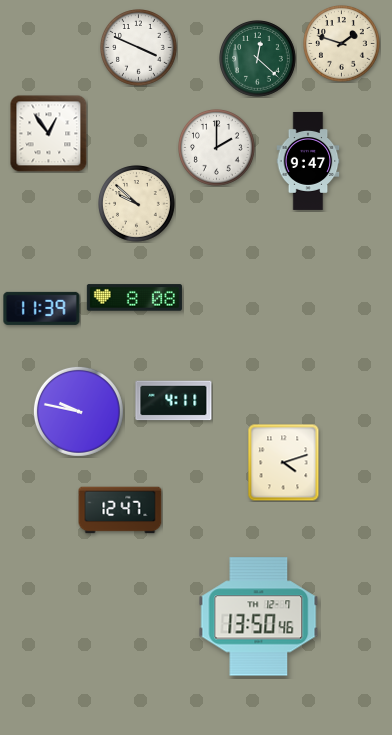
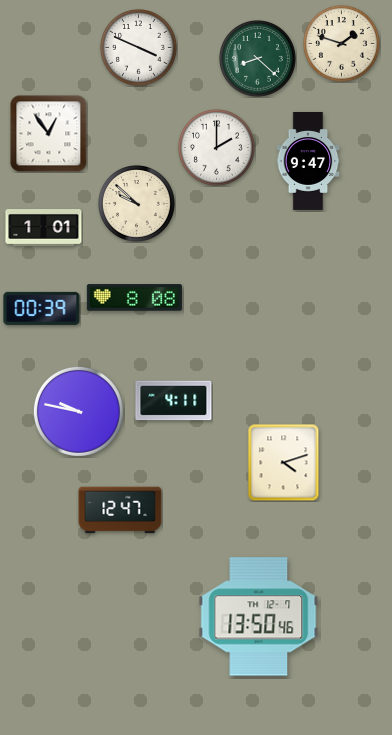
clock at (258, 59): 12:22 -> 8:22
clock at (44, 228): none -> 1:01
clock at (42, 308): 11:39 -> 00:39
